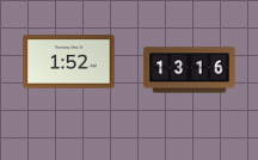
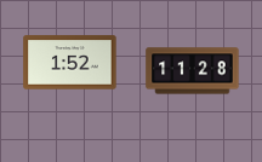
clock at (190, 70): 13:16 -> 11:28
